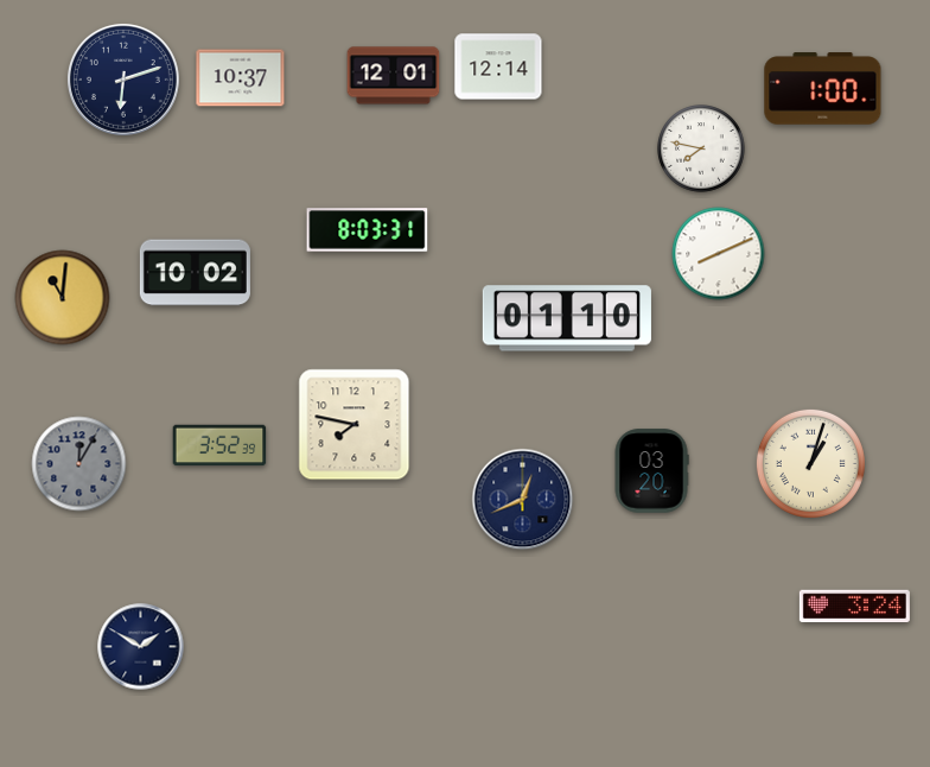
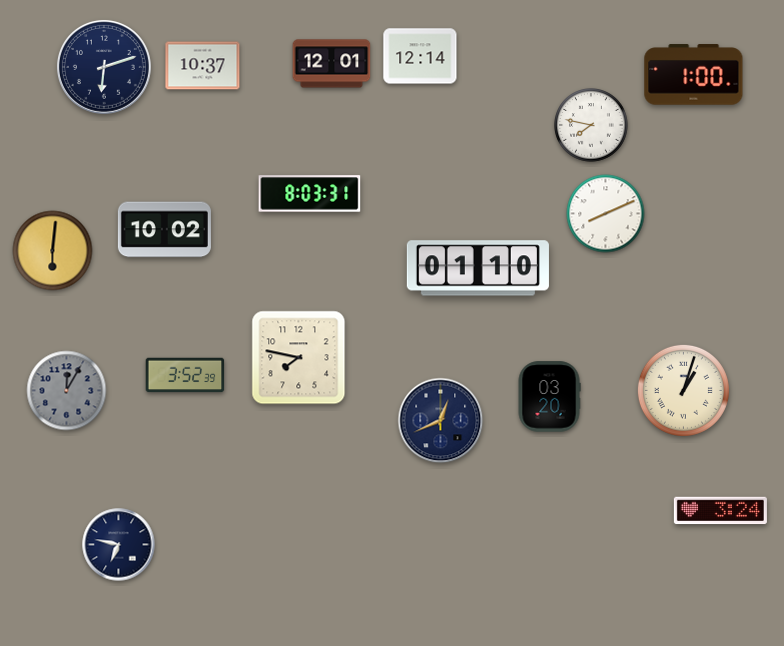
clock at (63, 298): 11:01 -> 6:01
clock at (141, 647): 1:50 -> 6:47
